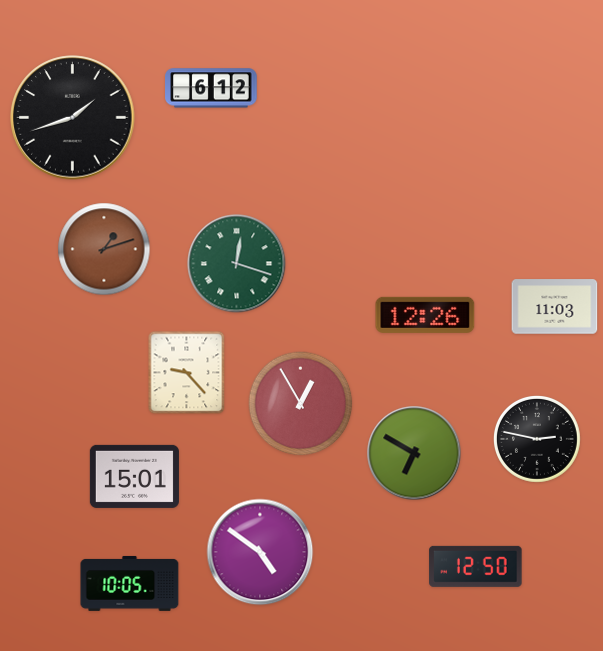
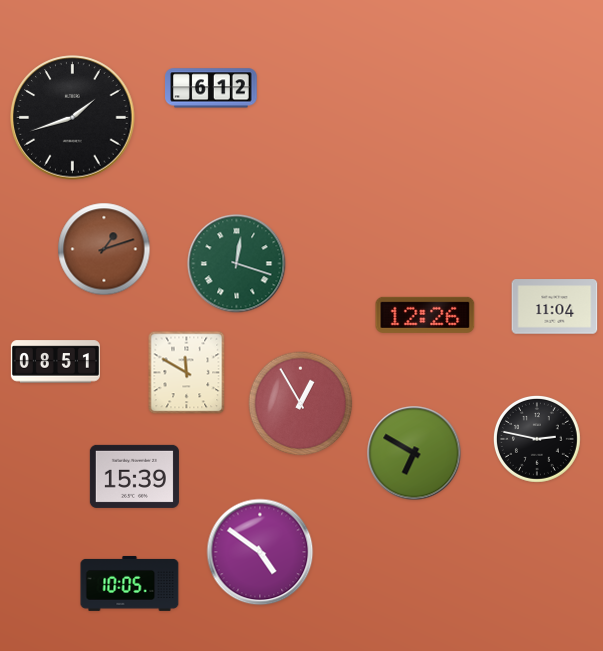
clock at (555, 307): 11:03 -> 11:04
clock at (55, 362): none -> 08:51
clock at (187, 373): 9:23 -> 11:50
clock at (134, 476): 15:01 -> 15:39
clock at (476, 566): 12:50 -> none
